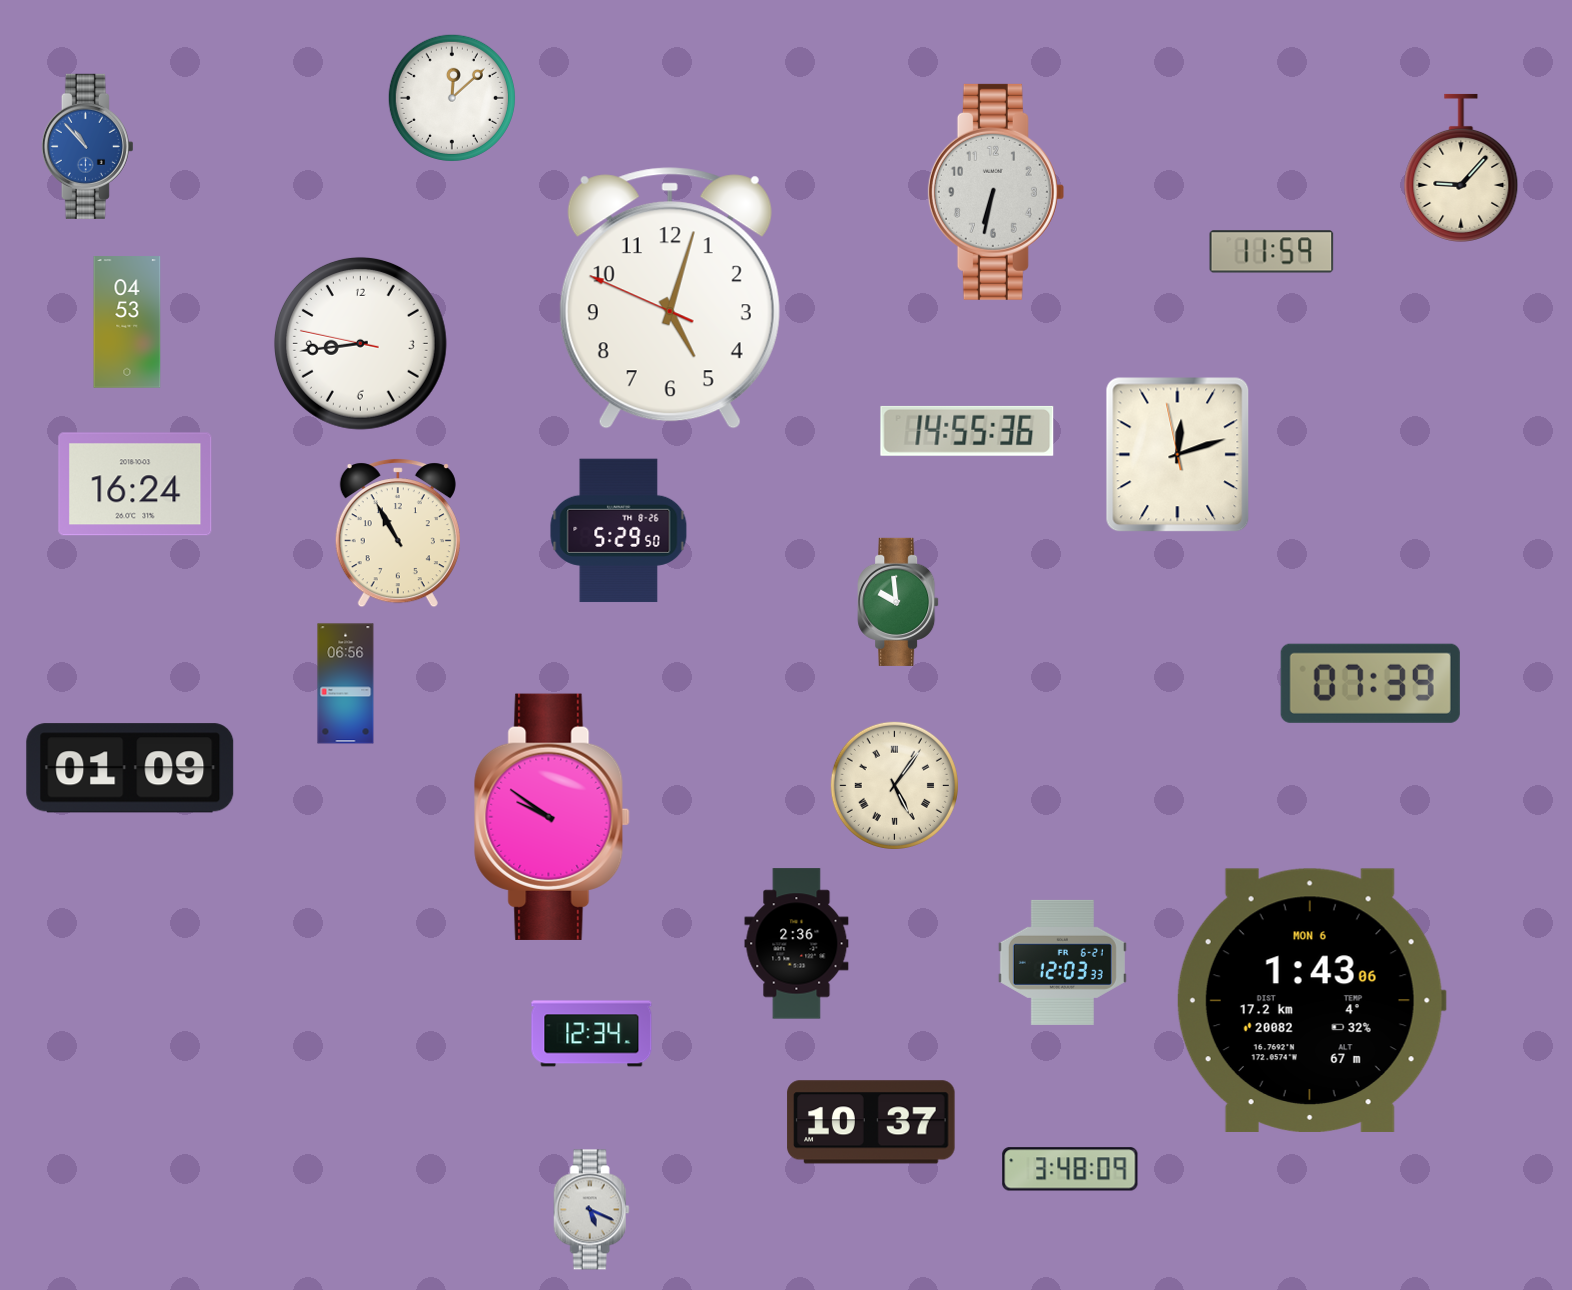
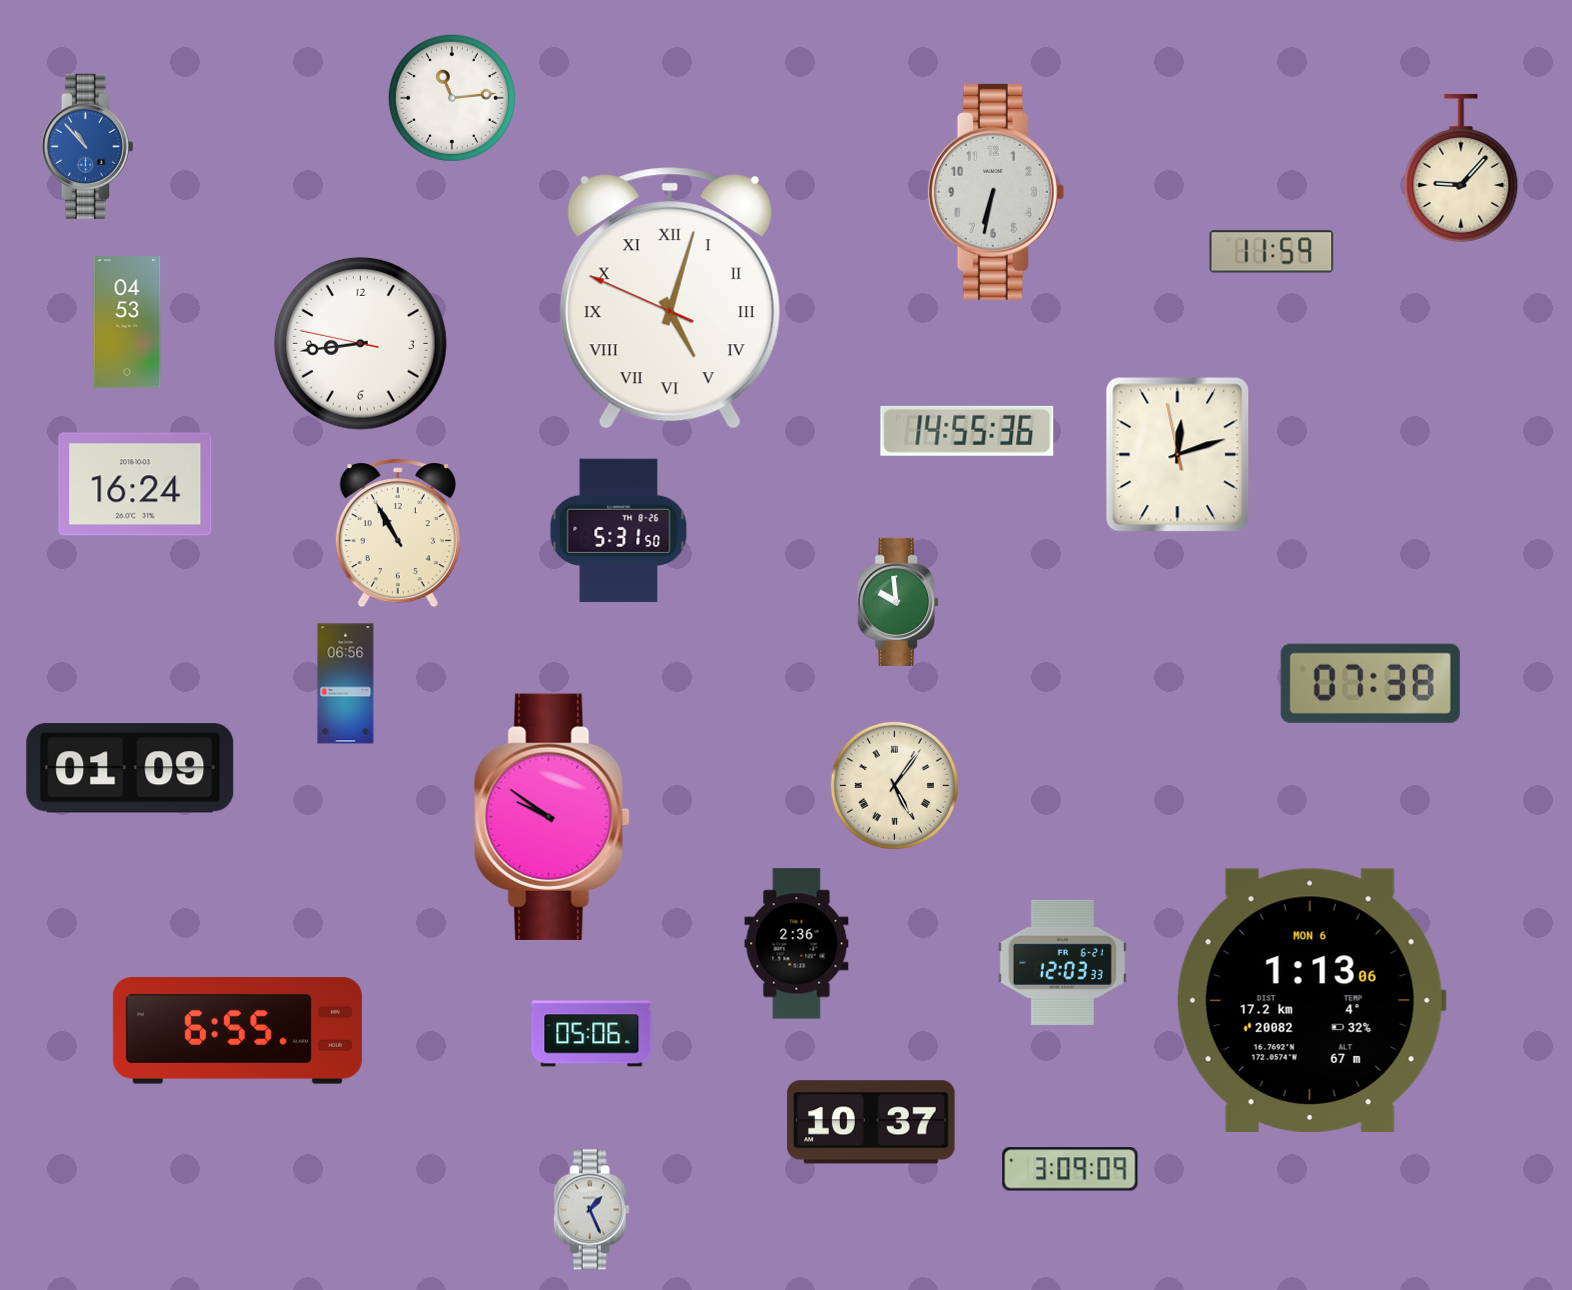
clock at (452, 98): 12:08 -> 11:14
clock at (670, 298) numerals: Arabic -> Roman
clock at (619, 531): 5:29 -> 5:31
clock at (1370, 683): 07:39 -> 07:38
clock at (1311, 1000): 1:43 -> 1:13
clock at (237, 1031): none -> 6:55
clock at (592, 1034): 12:34 -> 05:06
clock at (1070, 1169): 3:48 -> 3:09
clock at (591, 1210): 5:19 -> 1:26
